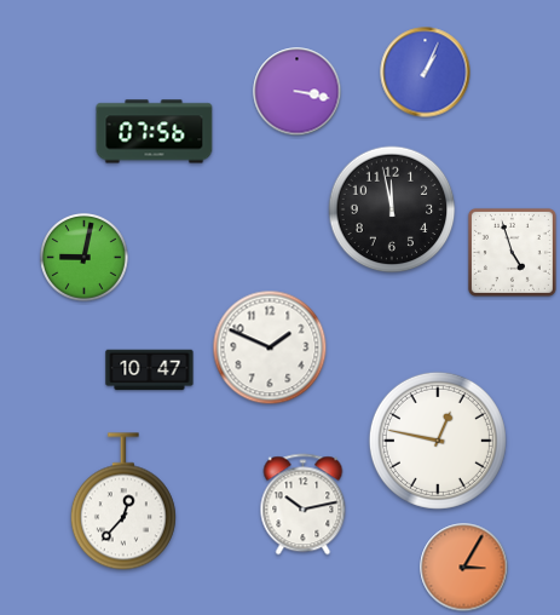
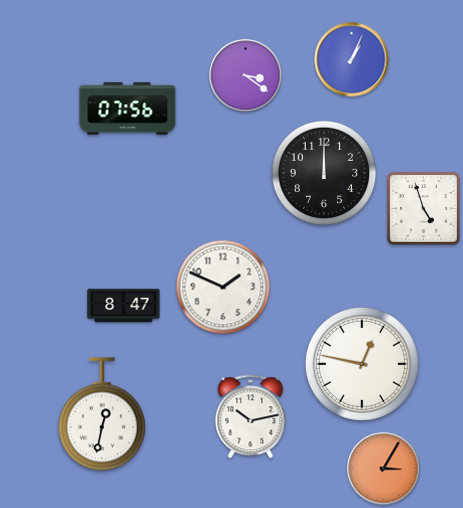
clock at (298, 92): 3:17 -> 3:21
clock at (392, 209): 11:58 -> 12:00
clock at (85, 258): 9:02 -> none
clock at (150, 370): 10:47 -> 8:47
clock at (123, 501): 12:37 -> 12:32
